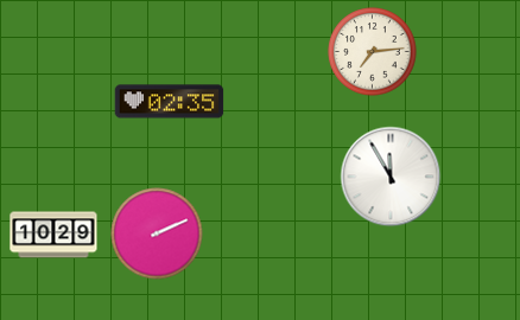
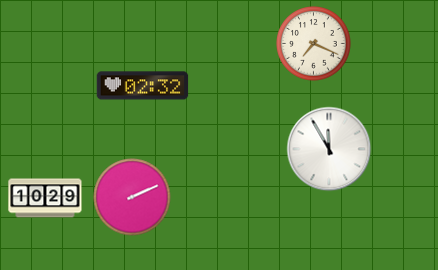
clock at (373, 52): 7:14 -> 7:19
clock at (170, 102): 02:35 -> 02:32
